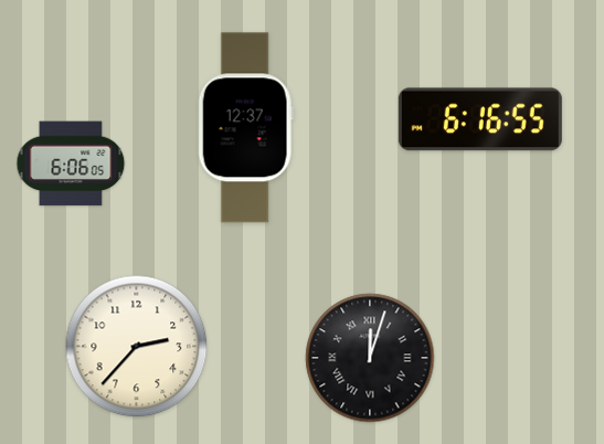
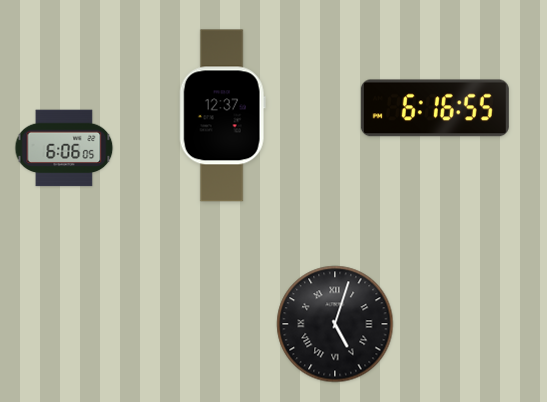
clock at (137, 347): 2:37 -> none
clock at (370, 358): 12:03 -> 5:03
